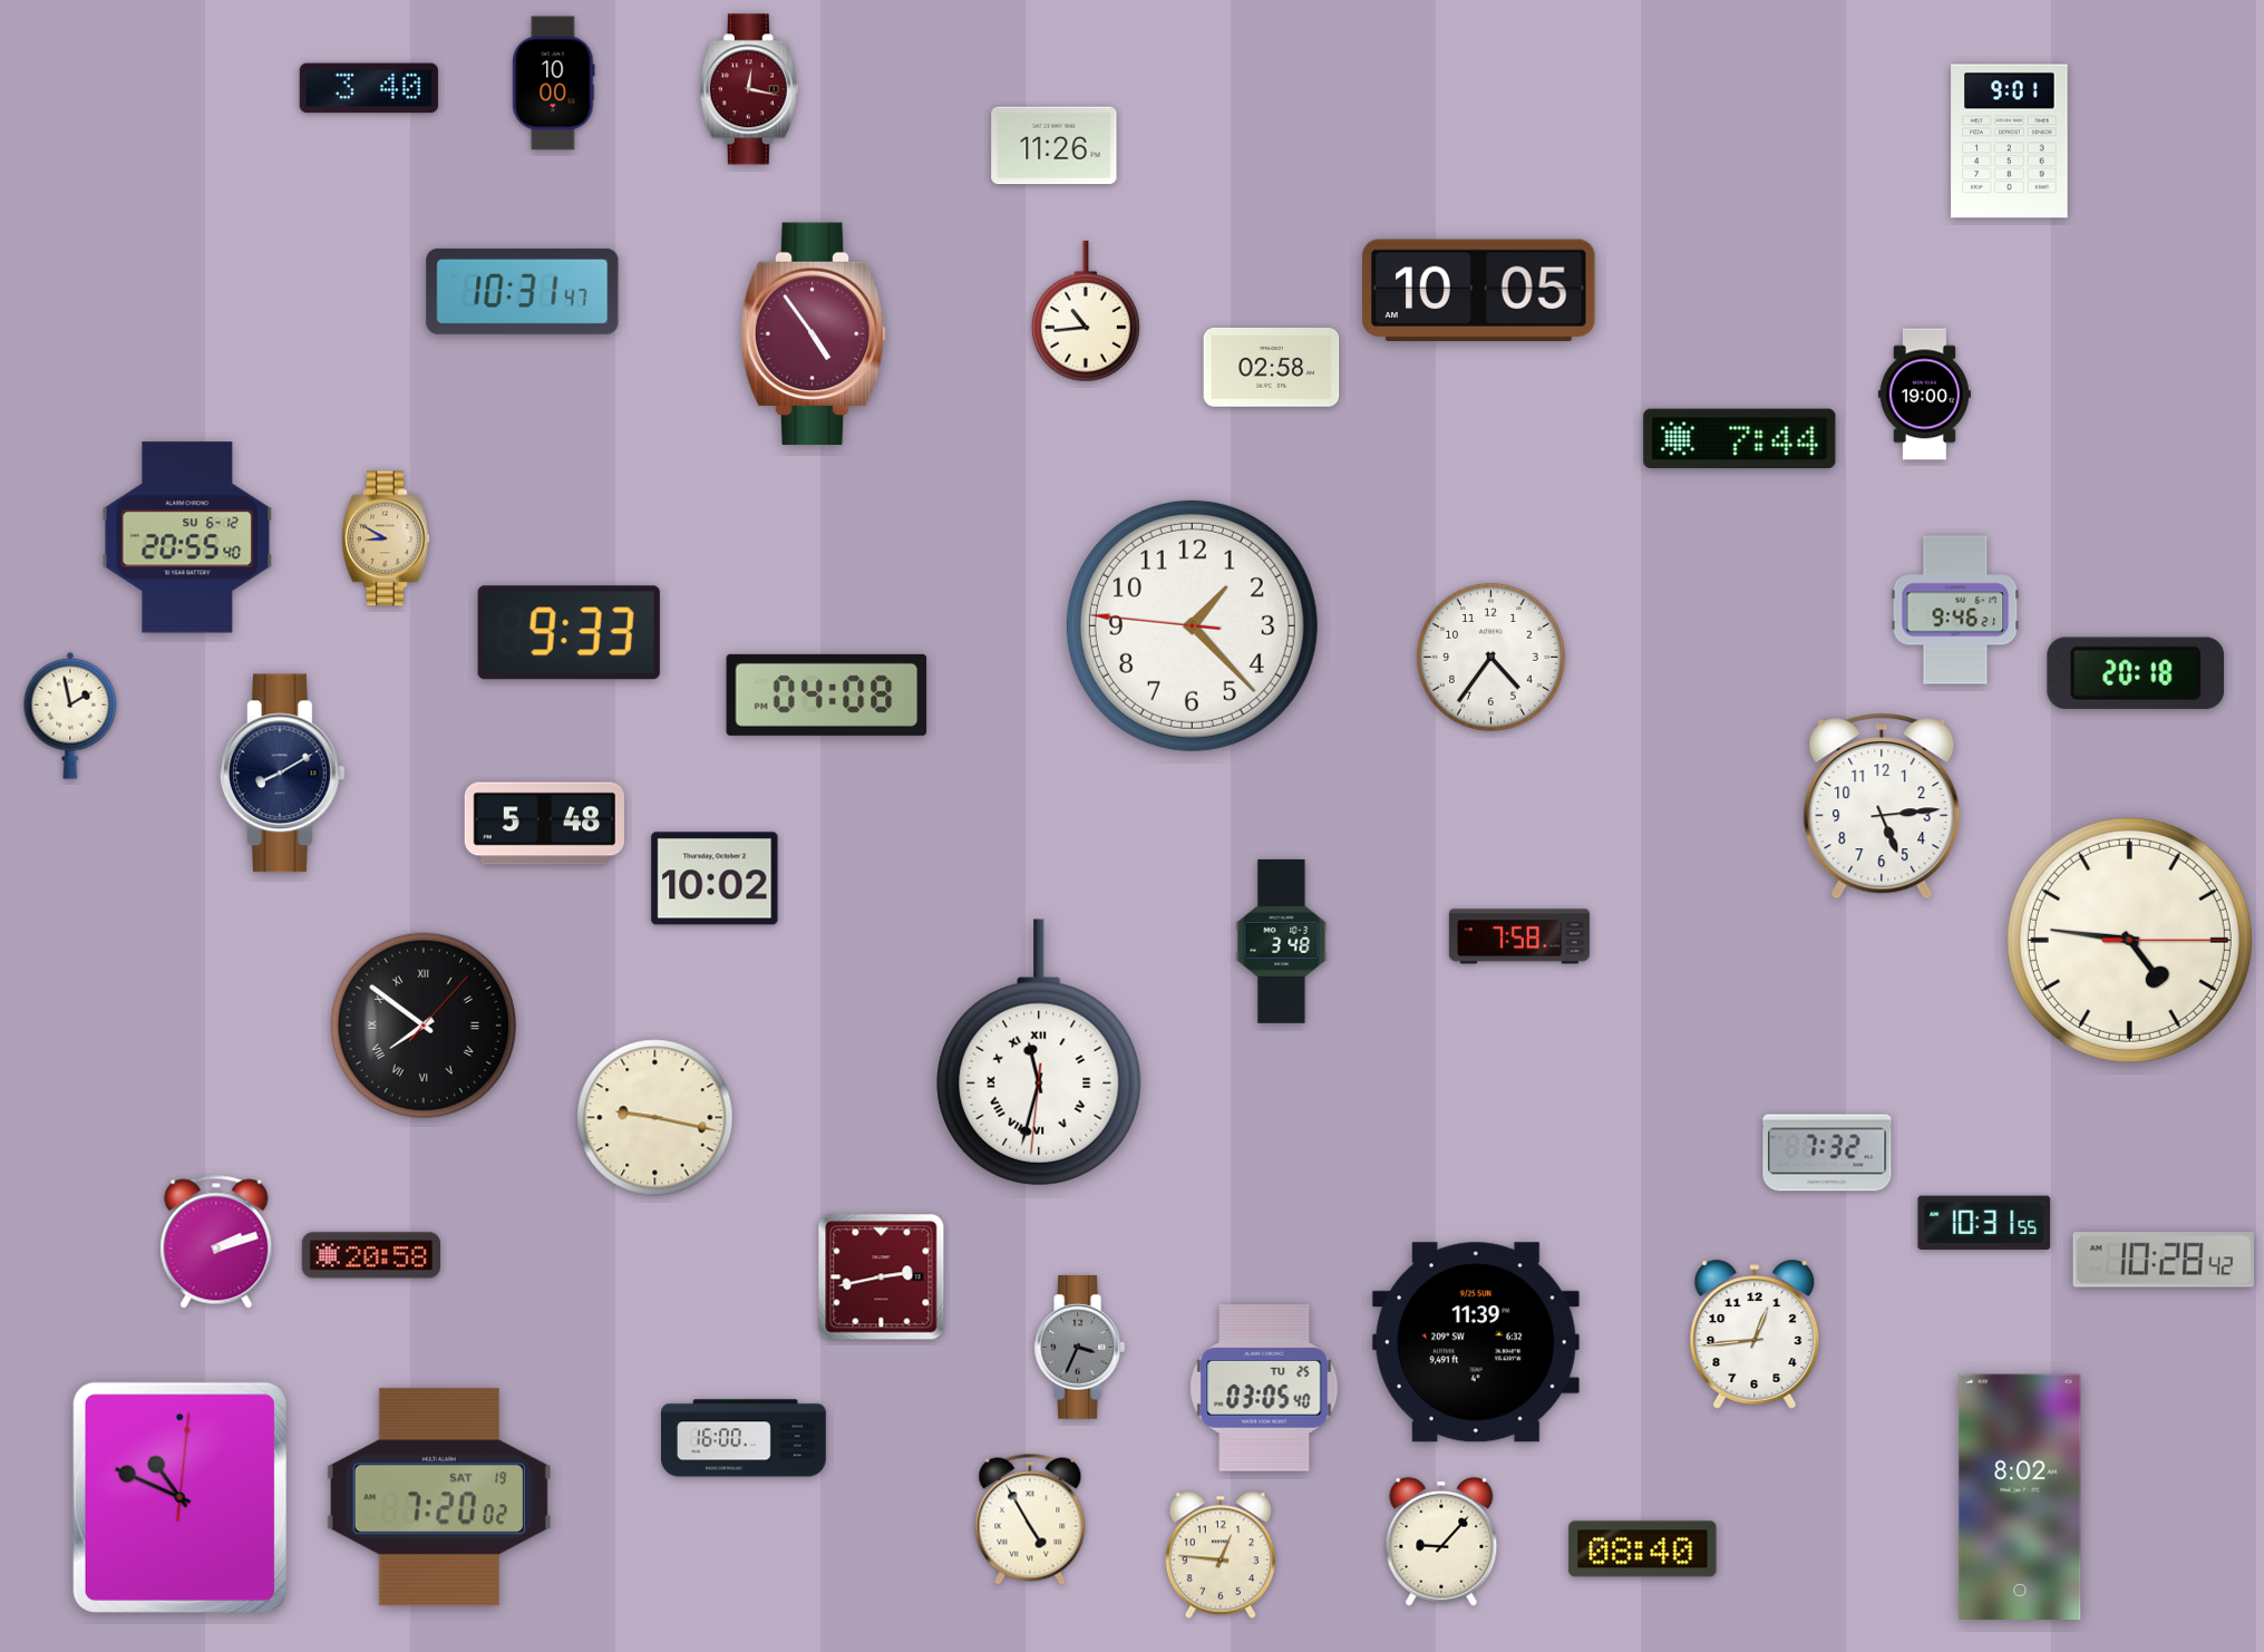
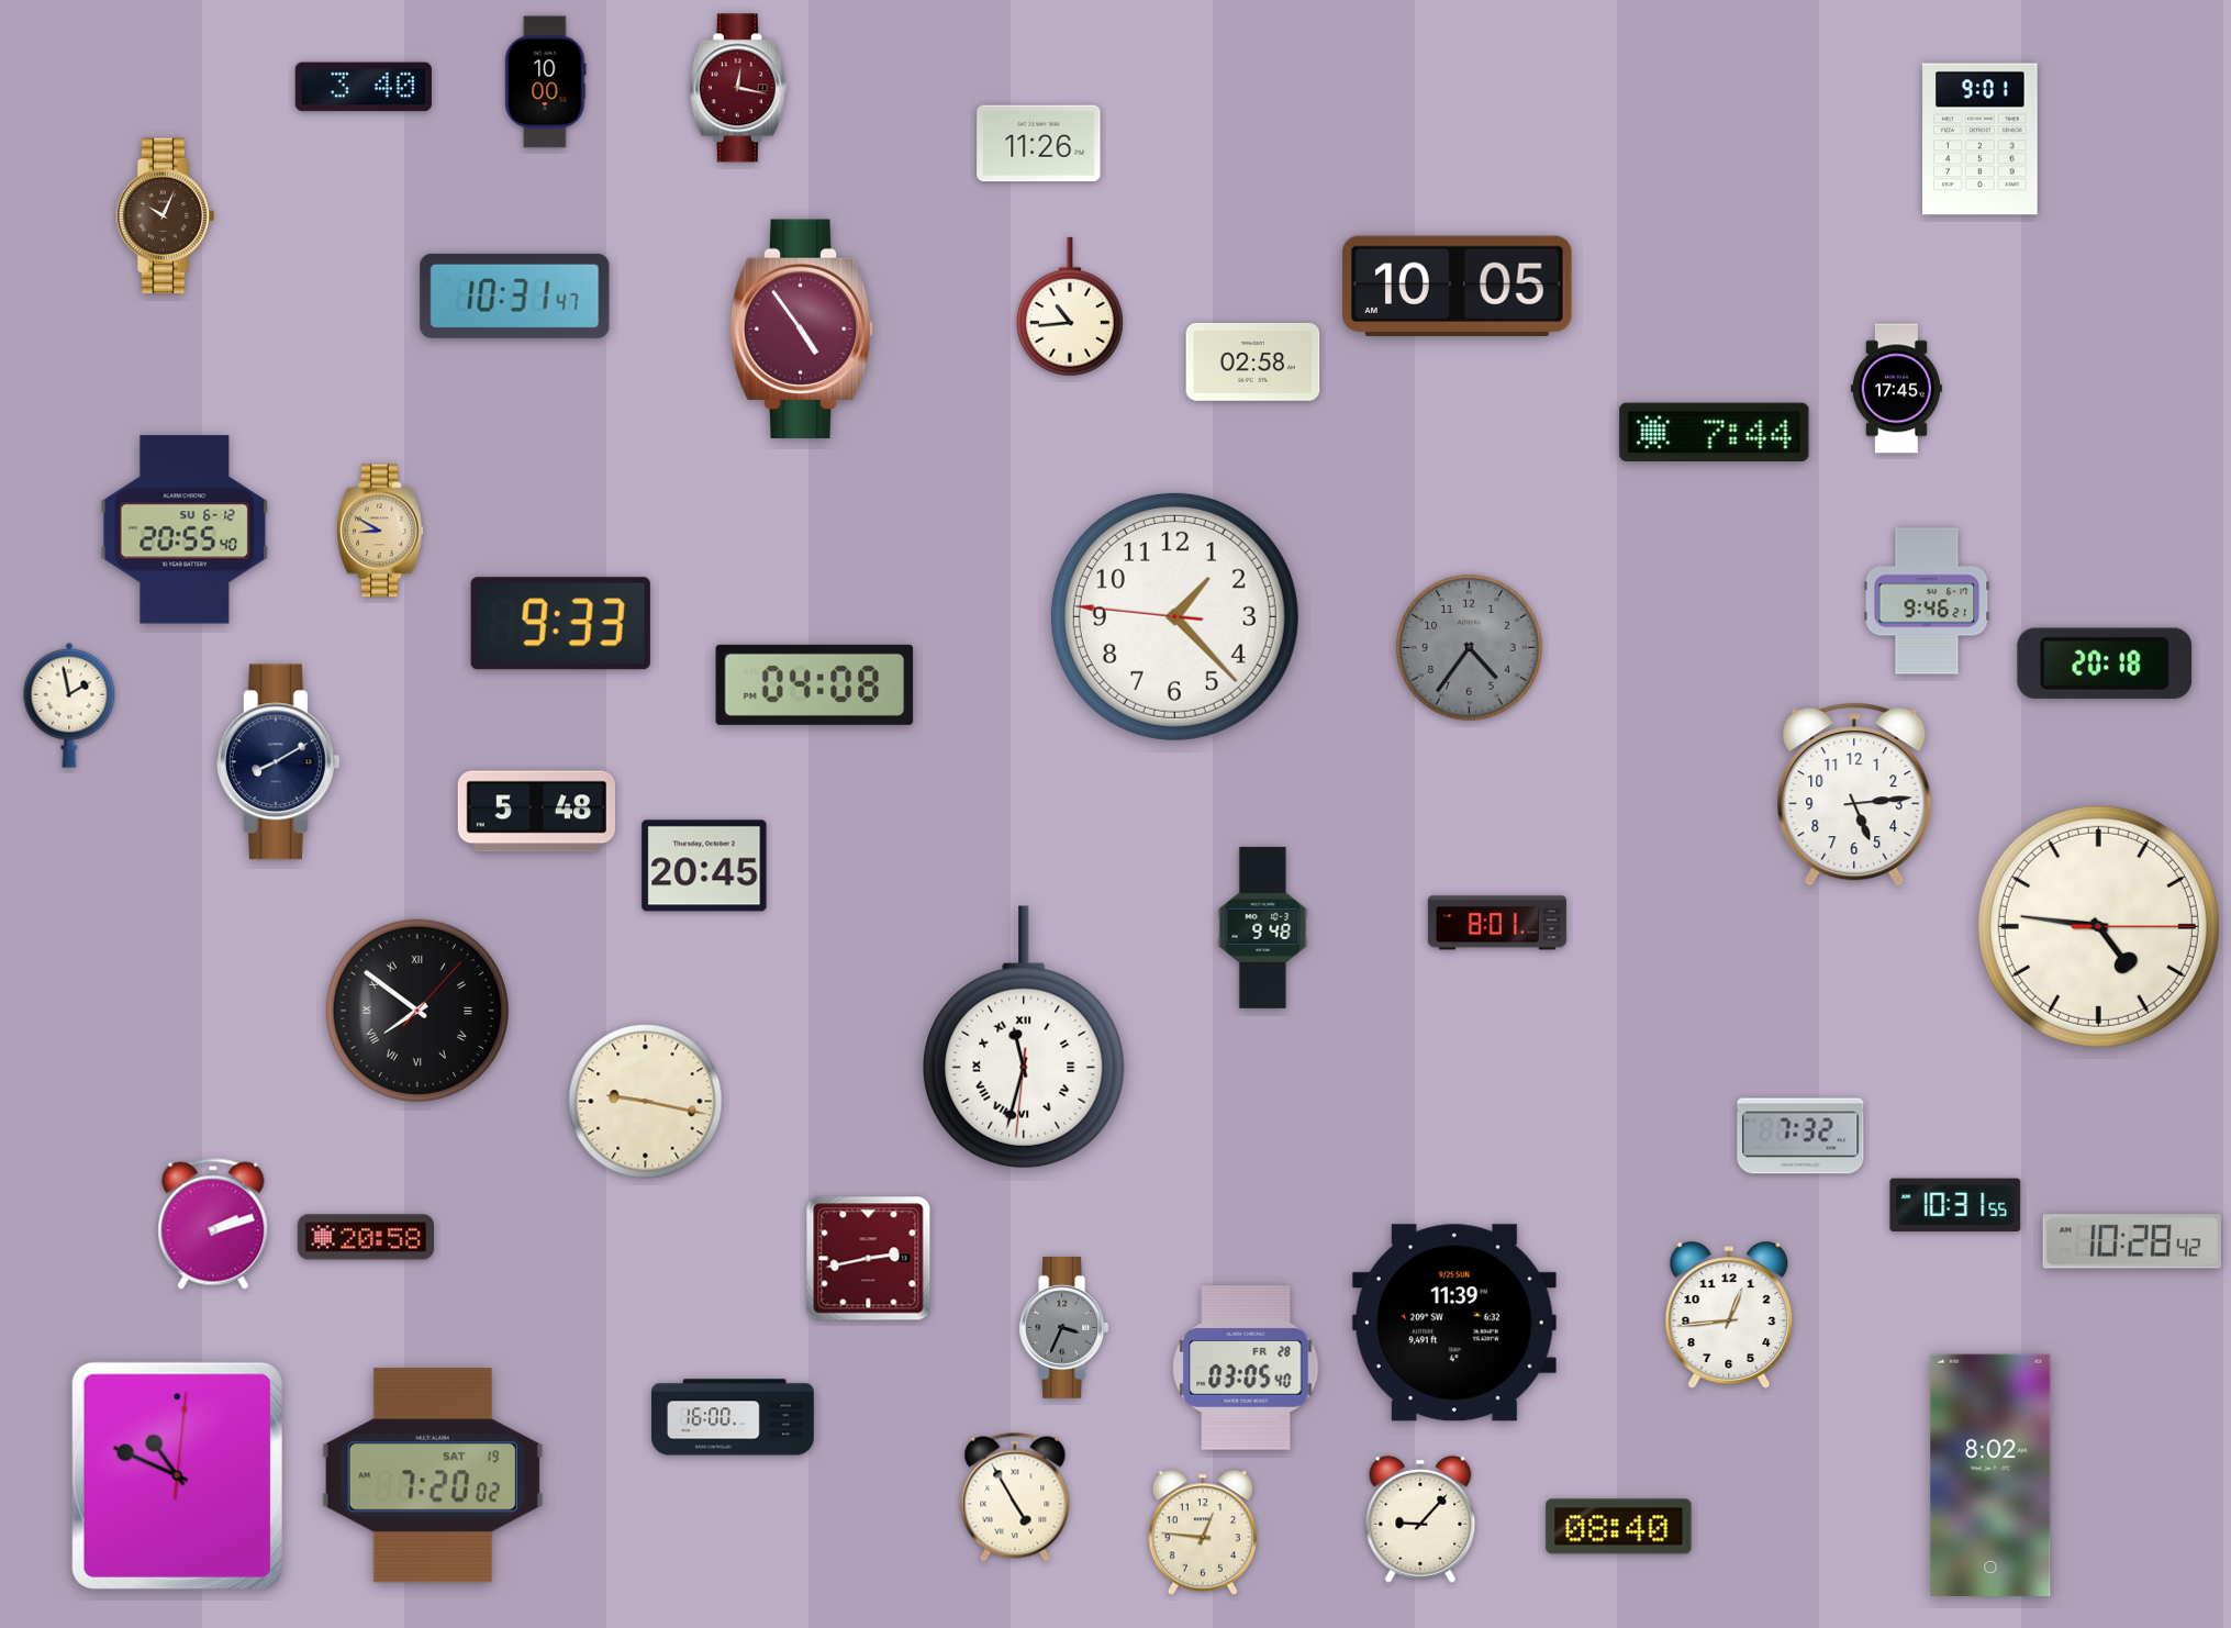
clock at (166, 216): none -> 10:04
clock at (523, 291) position: (523, 291) -> (515, 296)
clock at (1924, 395): 19:00 -> 17:45
clock at (1491, 658) dial: white -> grey
clock at (715, 878): 10:02 -> 20:45
clock at (1519, 936): 7:58 -> 8:01
clock at (1282, 941): 3:48 -> 9:48
clock at (1264, 1388) date: TU 25 -> FR 28
